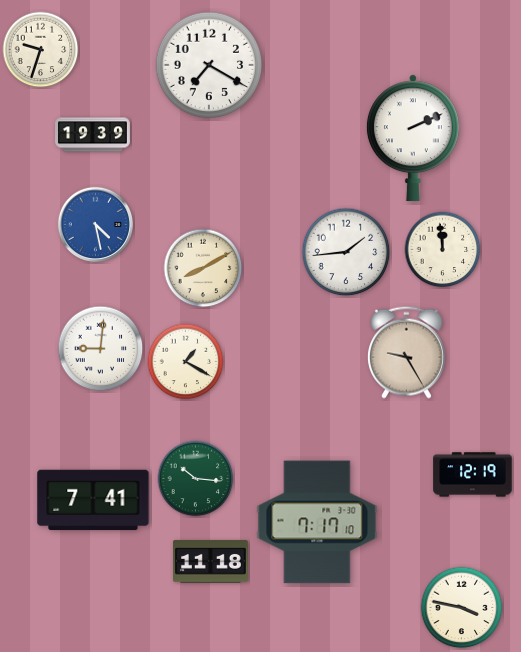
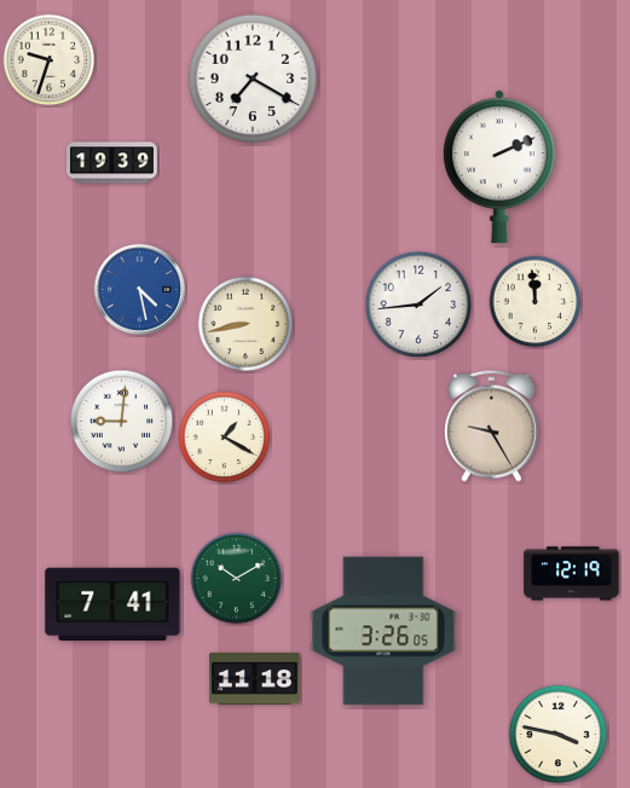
clock at (95, 224) position: (95, 224) -> (139, 289)
clock at (203, 268): 8:10 -> 8:43
clock at (196, 479): 10:16 -> 10:10
clock at (317, 522): 7:17 -> 3:26
